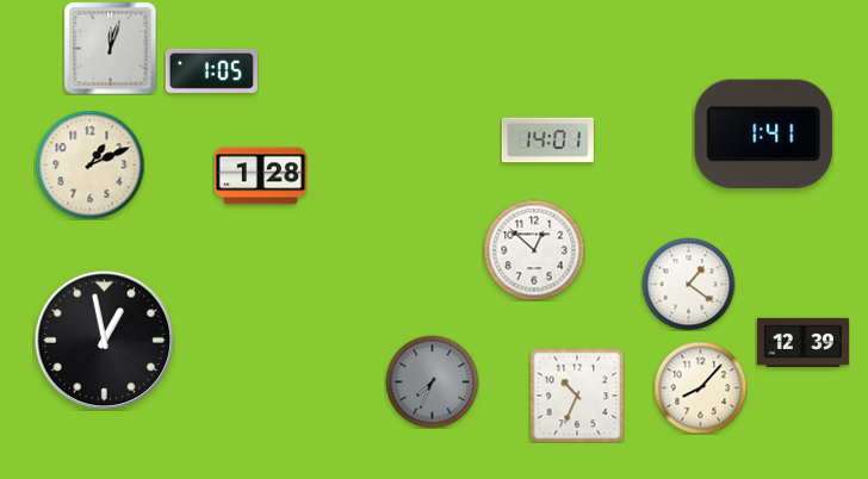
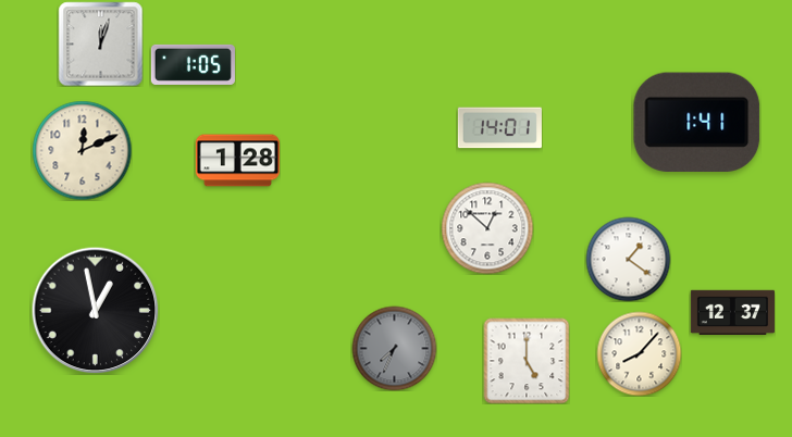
clock at (89, 164): 1:11 -> 12:11
clock at (802, 343): 12:39 -> 12:37
clock at (577, 396): 10:34 -> 5:00
